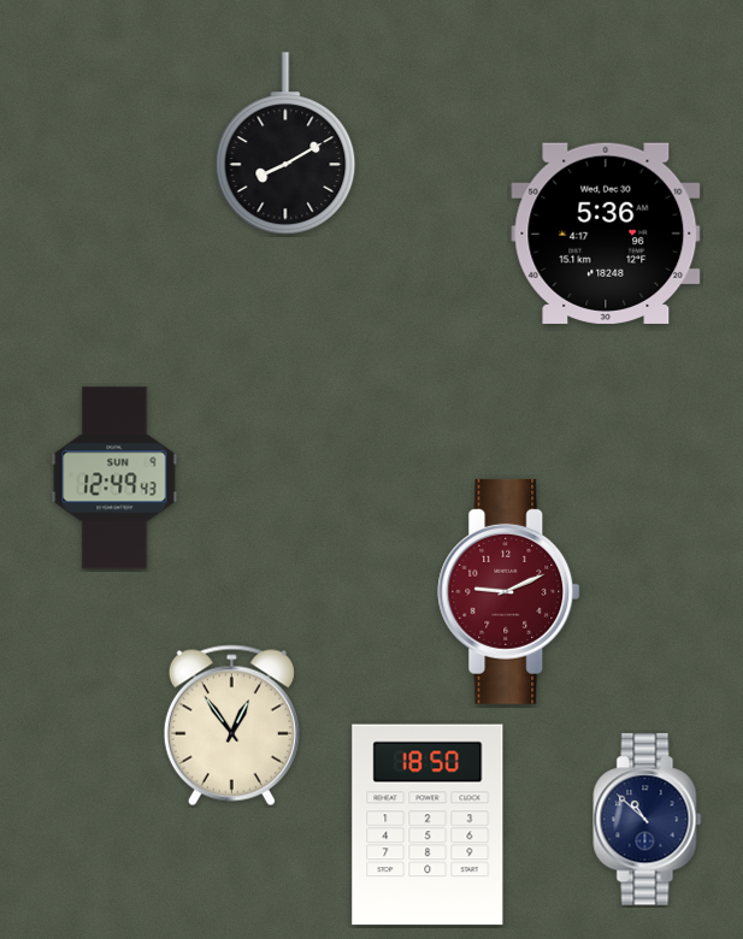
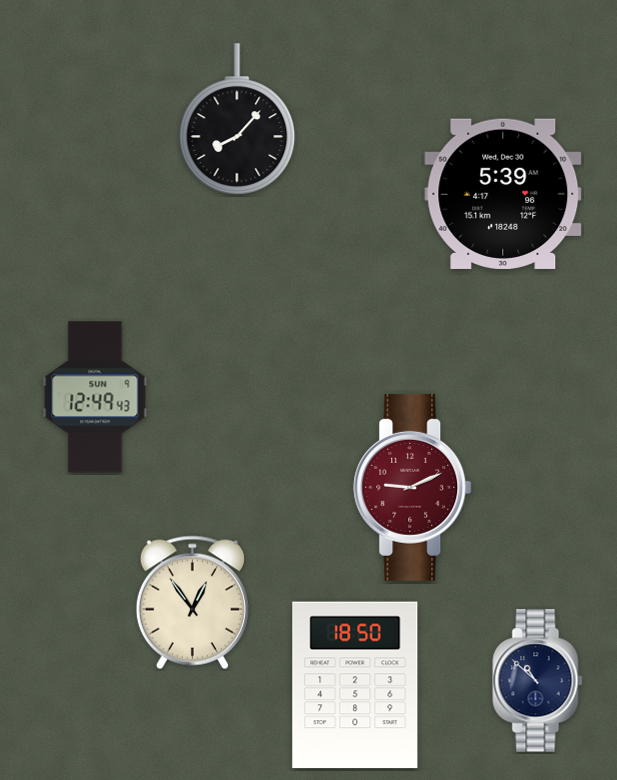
clock at (285, 143): 8:10 -> 8:07
clock at (606, 234): 5:36 -> 5:39
clock at (509, 591) position: (509, 591) -> (413, 487)
